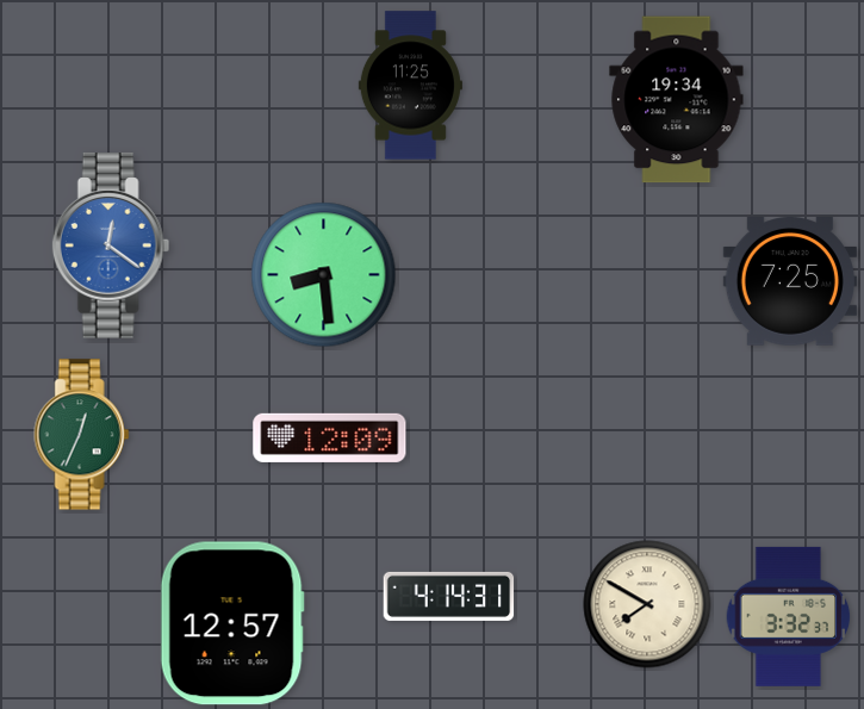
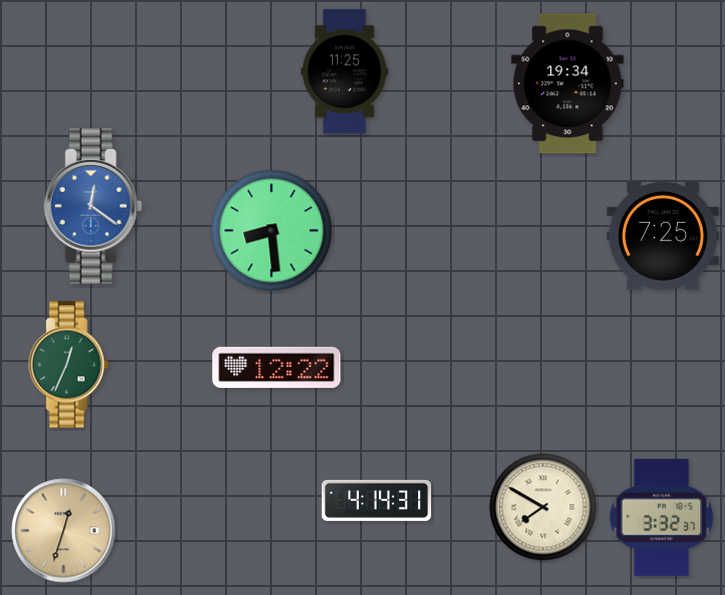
clock at (330, 437): 12:09 -> 12:22
clock at (232, 623): 12:57 -> none
clock at (64, 531): none -> 12:33
